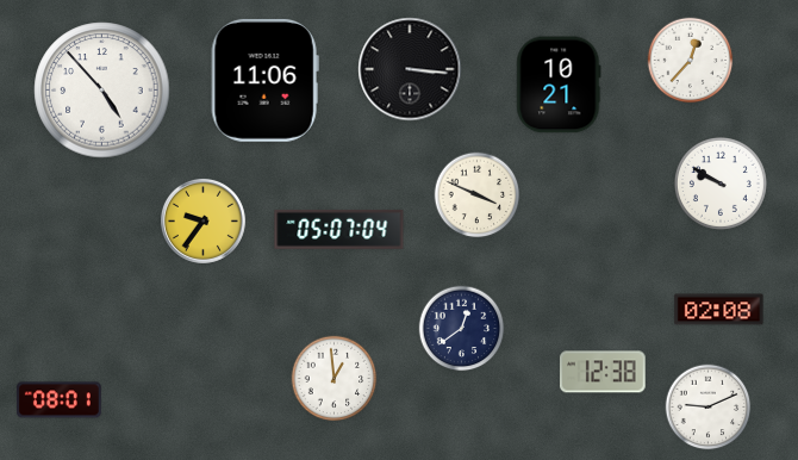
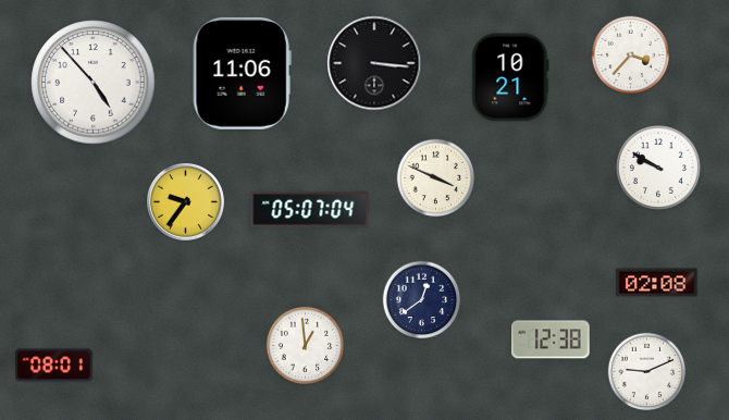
clock at (691, 61): 12:37 -> 3:37
